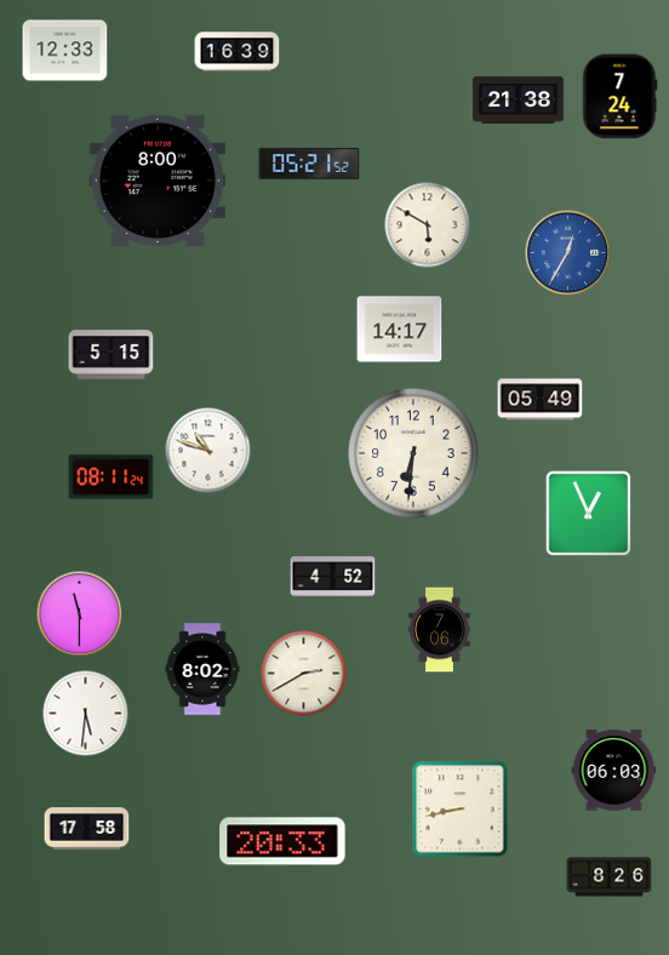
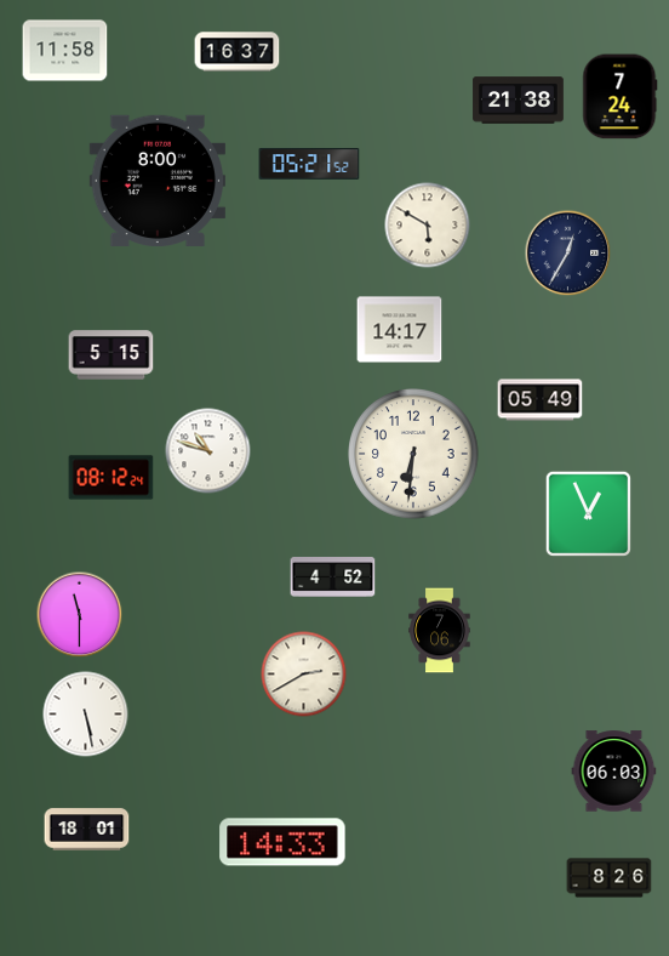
clock at (65, 51): 12:33 -> 11:58
clock at (238, 52): 16:39 -> 16:37
clock at (568, 253) dial: blue -> navy
clock at (111, 477): 08:11 -> 08:12
clock at (202, 669): 8:02 -> none
clock at (86, 714): 5:31 -> 5:28
clock at (461, 810): 8:43 -> none
clock at (87, 829): 17:58 -> 18:01
clock at (282, 841): 20:33 -> 14:33
